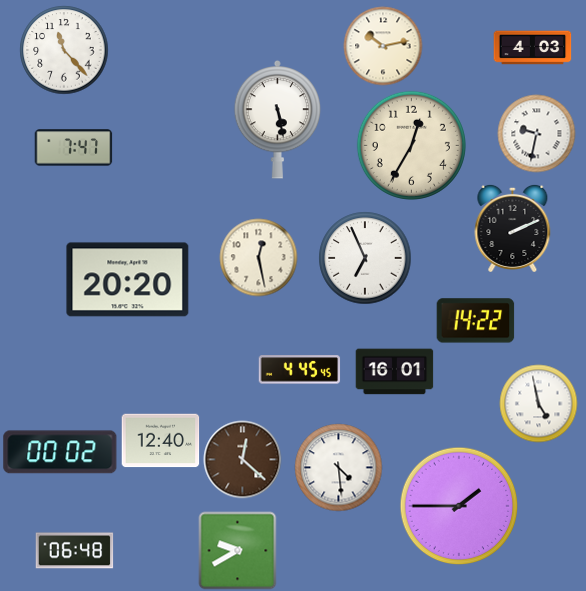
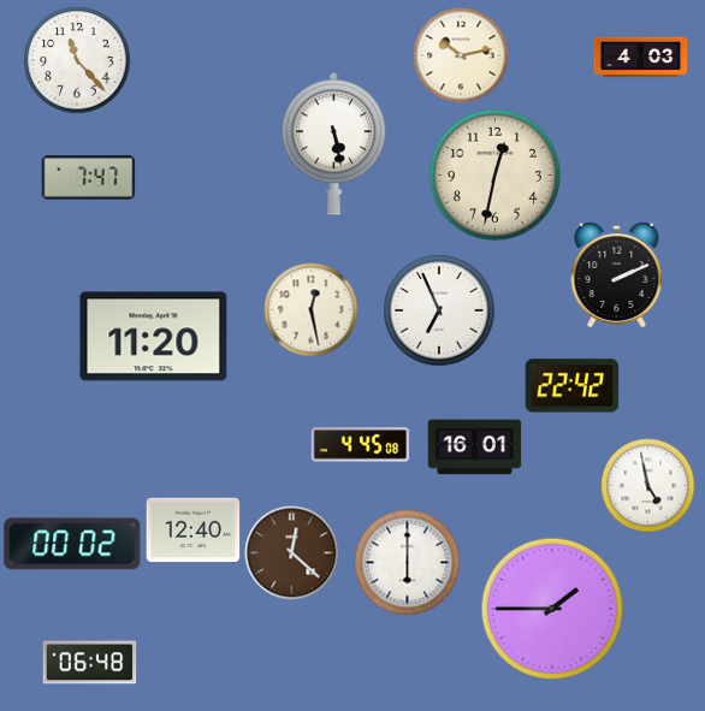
clock at (536, 133): 9:32 -> none
clock at (411, 145): 12:35 -> 12:32
clock at (128, 280): 20:20 -> 11:20
clock at (475, 321): 14:22 -> 22:42
clock at (299, 370): 4:45:45 -> 4:45:08
clock at (338, 467): 4:29 -> 6:00
clock at (237, 550): 9:40 -> none
